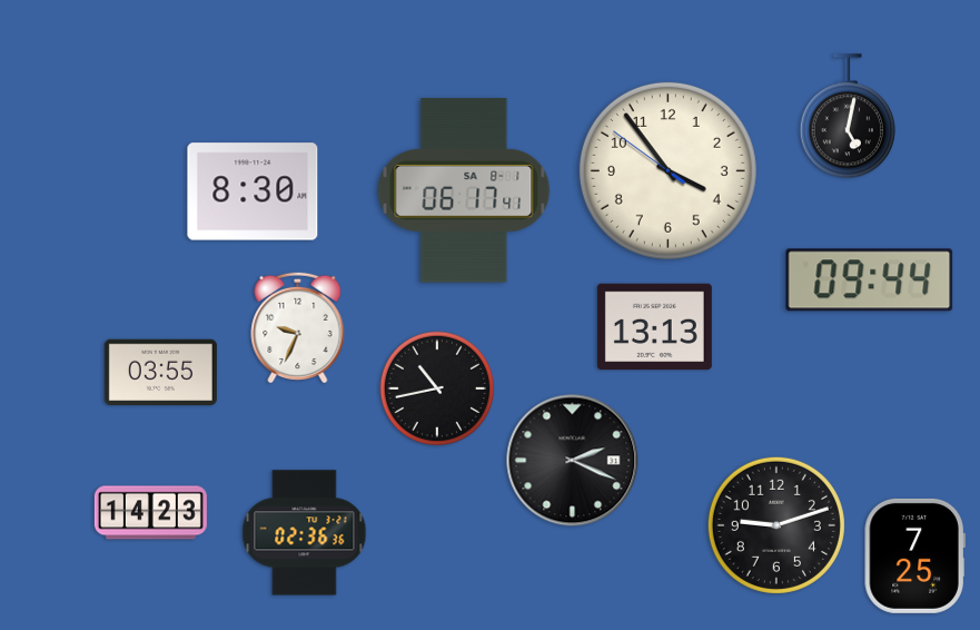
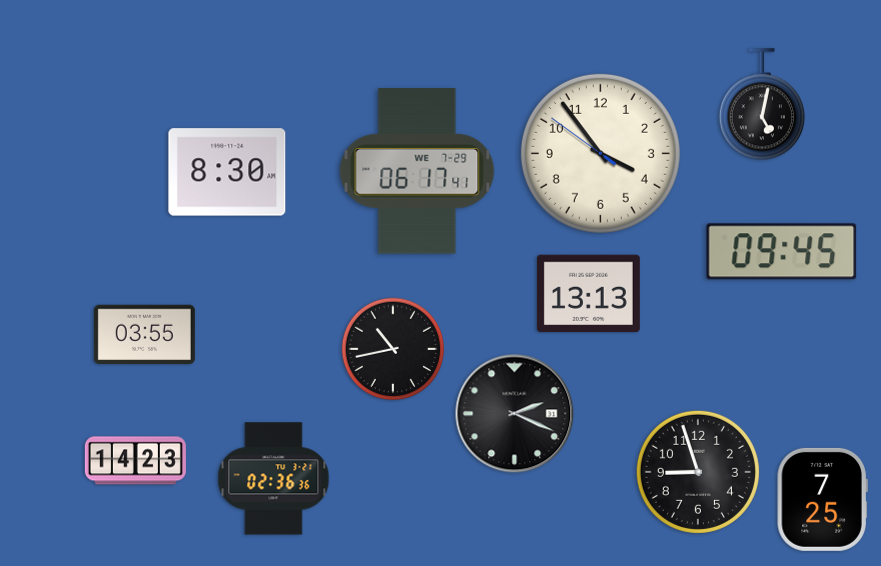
clock at (464, 190) date: SA 8-1 -> WE 7-29
clock at (870, 280): 09:44 -> 09:45
clock at (298, 327): 9:34 -> none
clock at (776, 525): 9:12 -> 8:57
